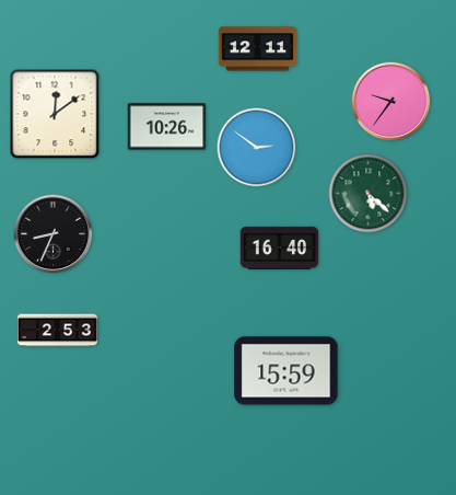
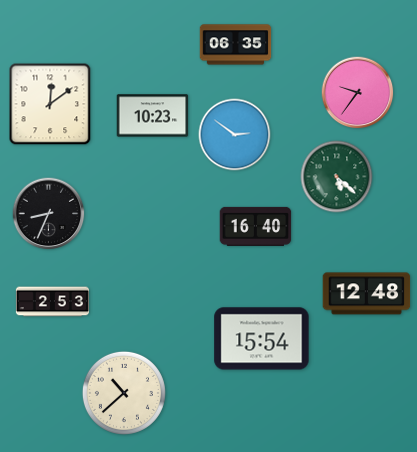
clock at (258, 49): 12:11 -> 06:35
clock at (167, 127): 10:26 -> 10:23
clock at (367, 294): none -> 12:48
clock at (287, 371): 15:59 -> 15:54
clock at (124, 393): none -> 10:38
